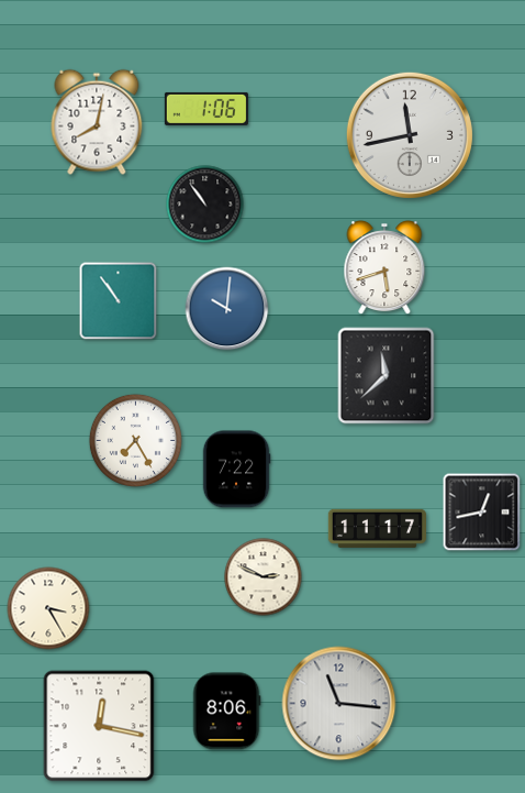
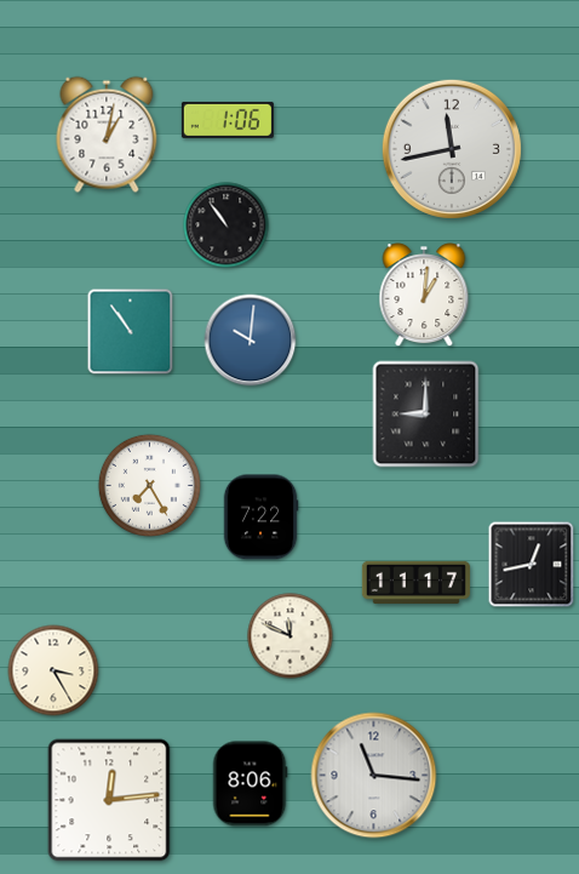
clock at (97, 122): 8:02 -> 1:02
clock at (384, 268): 5:42 -> 1:01
clock at (387, 376): 11:38 -> 9:00
clock at (264, 577): 2:49 -> 11:49
clock at (99, 726): 12:17 -> 12:14
